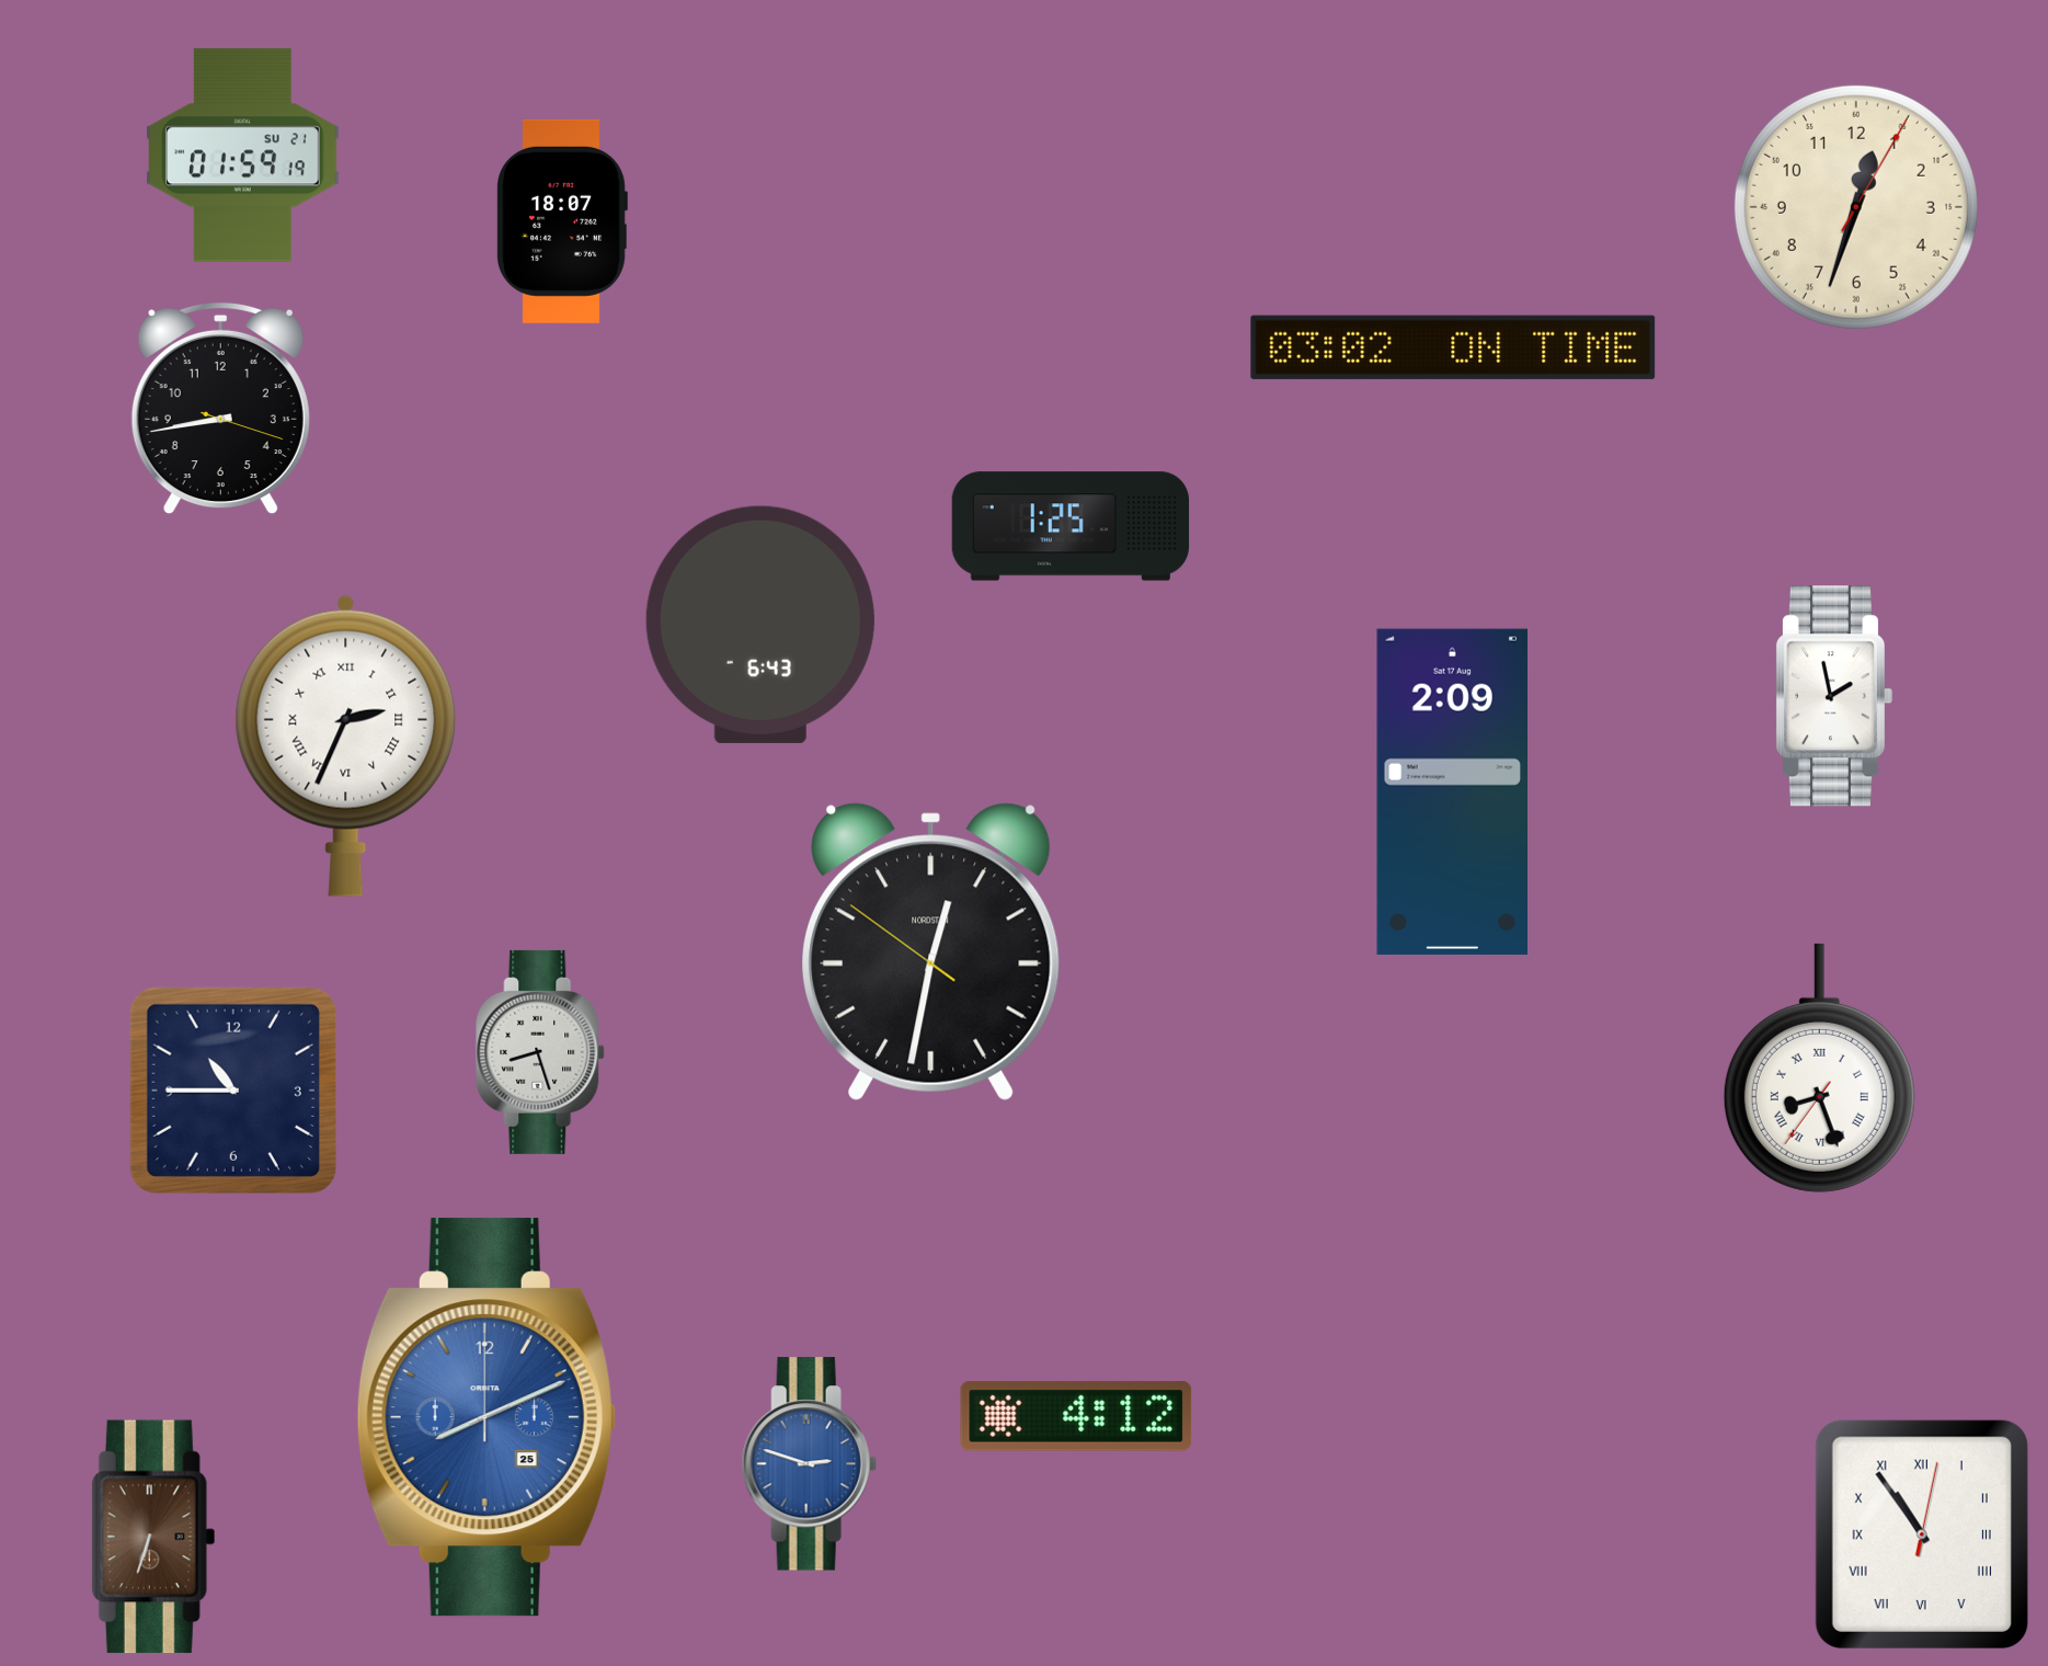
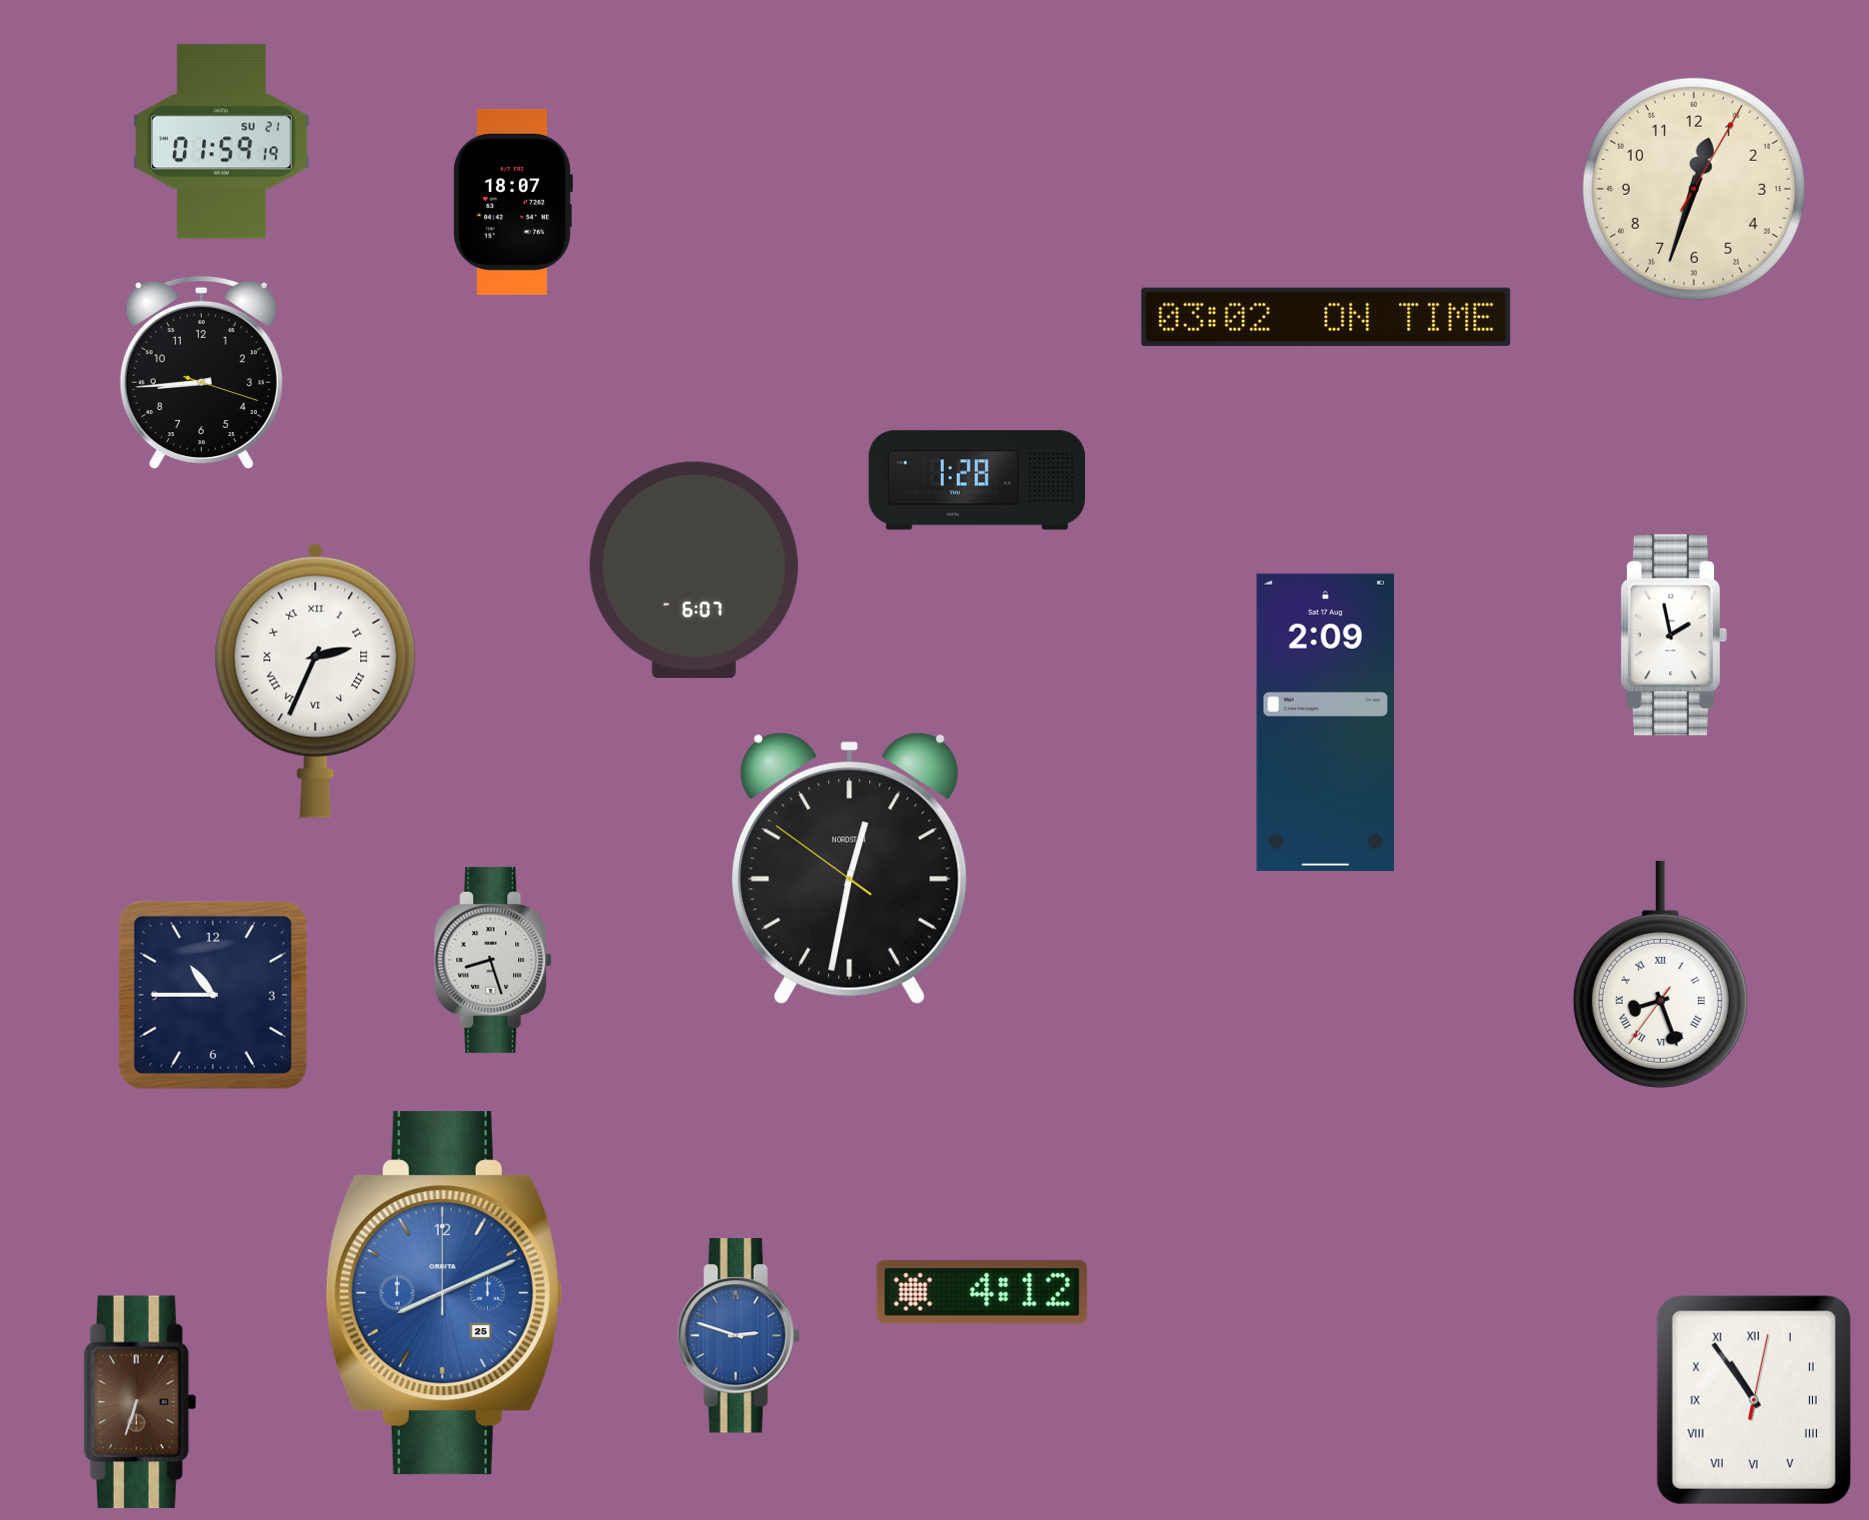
clock at (220, 409): 8:43 -> 8:44
clock at (1071, 526): 1:25 -> 1:28
clock at (760, 625): 6:43 -> 6:07
